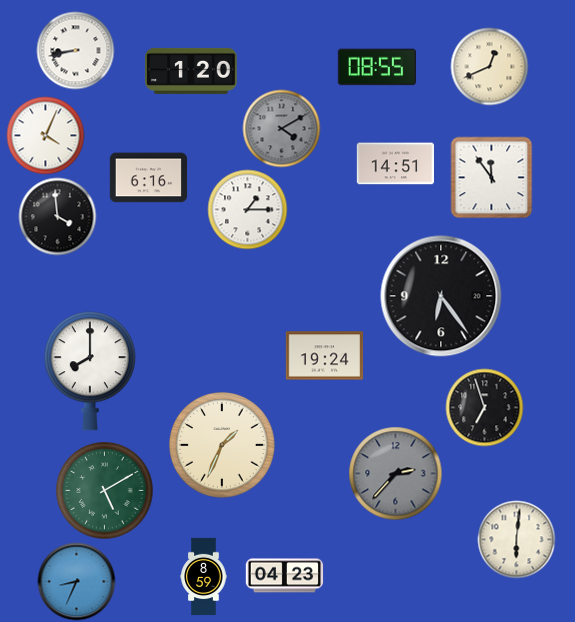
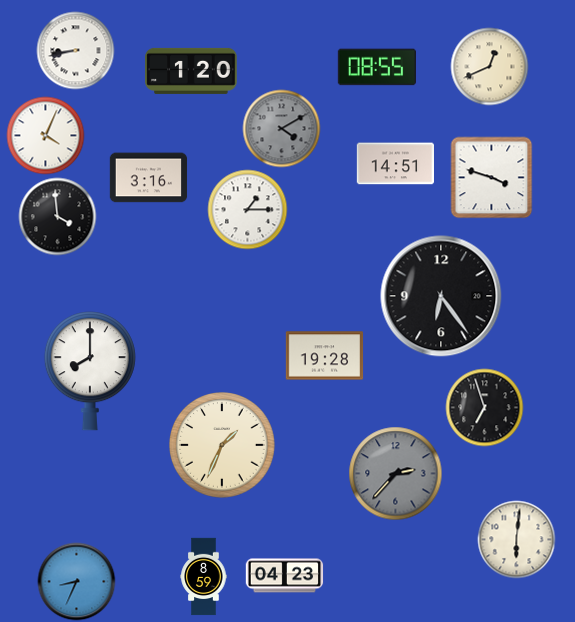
clock at (491, 177): 11:54 -> 3:48
clock at (148, 178): 6:16 -> 3:16
clock at (324, 356): 19:24 -> 19:28
clock at (105, 491): 5:10 -> none
